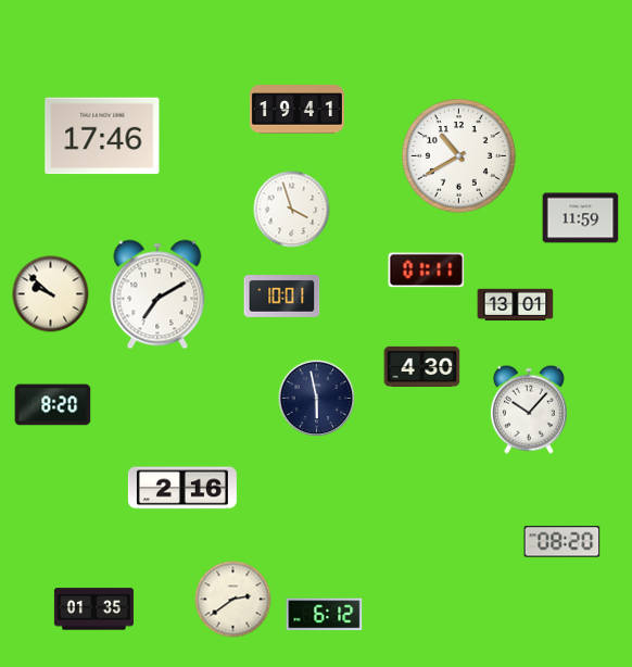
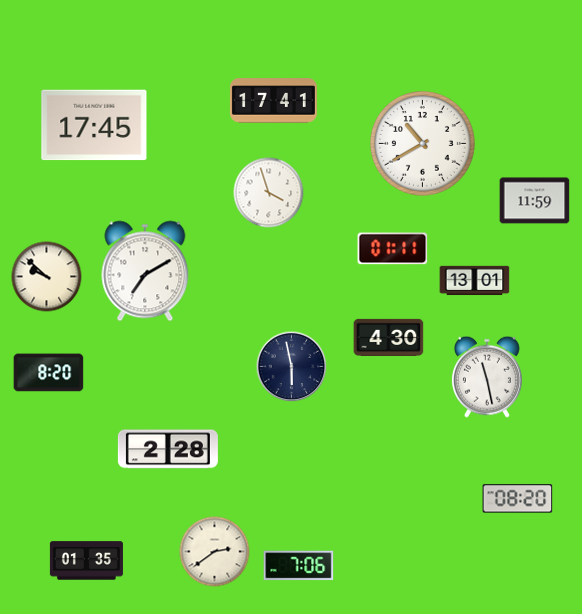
clock at (296, 110): 19:41 -> 17:41
clock at (102, 136): 17:46 -> 17:45
clock at (51, 294) position: (51, 294) -> (47, 277)
clock at (282, 297): 10:01 -> none
clock at (529, 410): 10:07 -> 11:28
clock at (182, 488): 2:16 -> 2:28
clock at (325, 615): 6:12 -> 7:06
